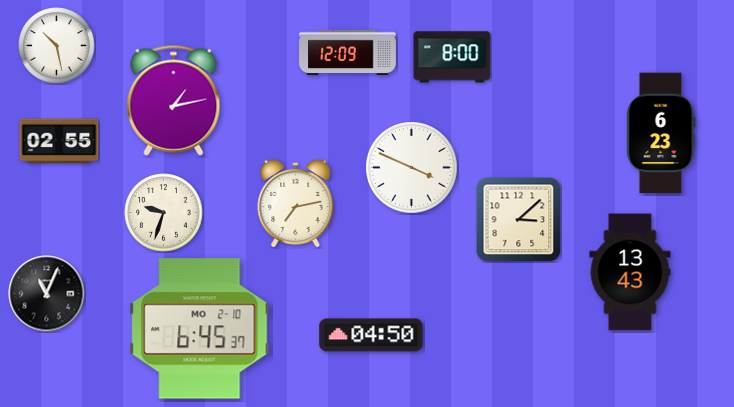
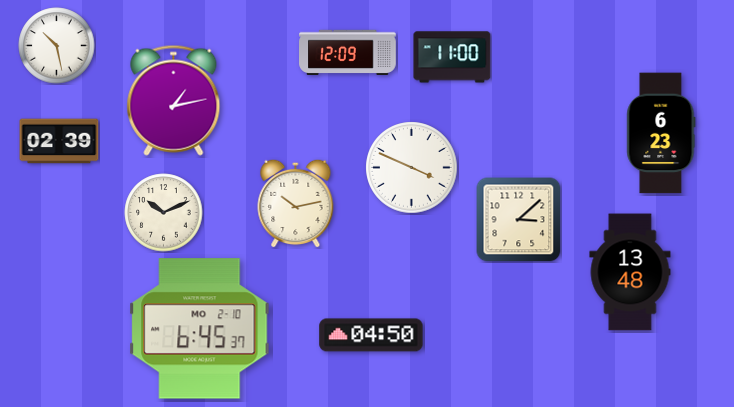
clock at (452, 57): 8:00 -> 11:00
clock at (59, 141): 02:55 -> 02:39
clock at (296, 203): 7:13 -> 10:13
clock at (164, 213): 9:33 -> 10:11
clock at (630, 272): 13:43 -> 13:48
clock at (47, 294): 11:04 -> none
